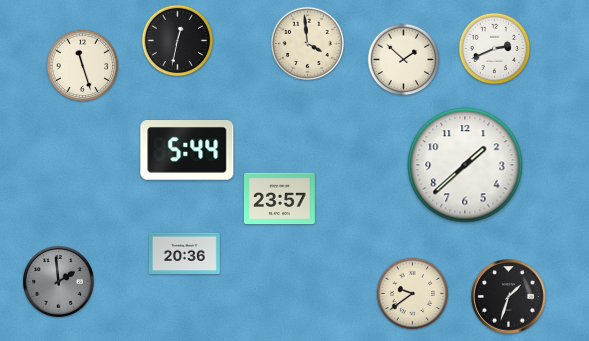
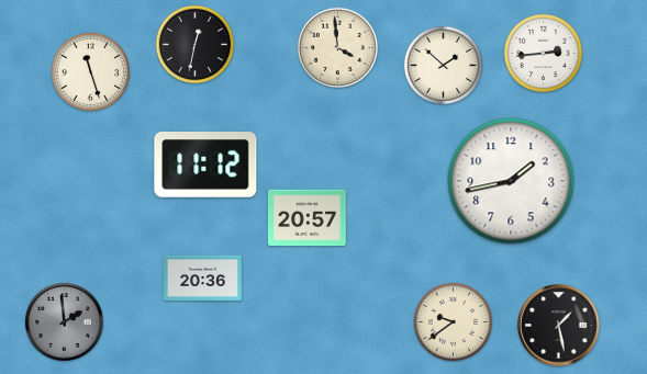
clock at (495, 49): 2:41 -> 2:44
clock at (187, 151): 5:44 -> 11:12
clock at (465, 165): 1:38 -> 1:43
clock at (279, 199): 23:57 -> 20:57
clock at (58, 281) position: (58, 281) -> (64, 321)
clock at (509, 297): 1:33 -> 1:28
